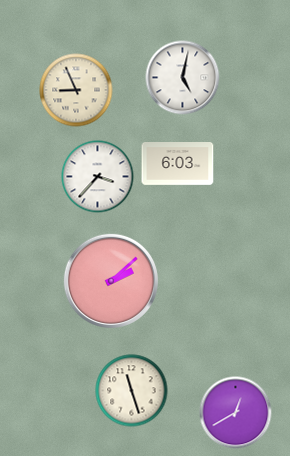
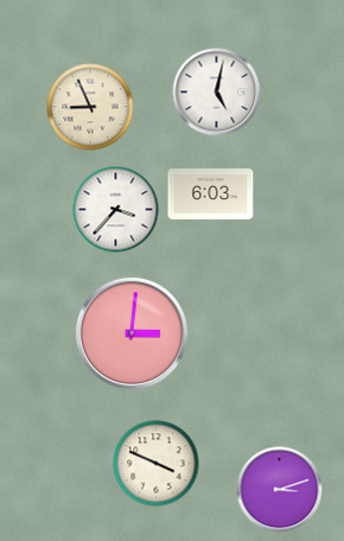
clock at (111, 281): 2:08 -> 3:01
clock at (132, 391): 11:27 -> 3:49
clock at (236, 413): 12:40 -> 3:12
